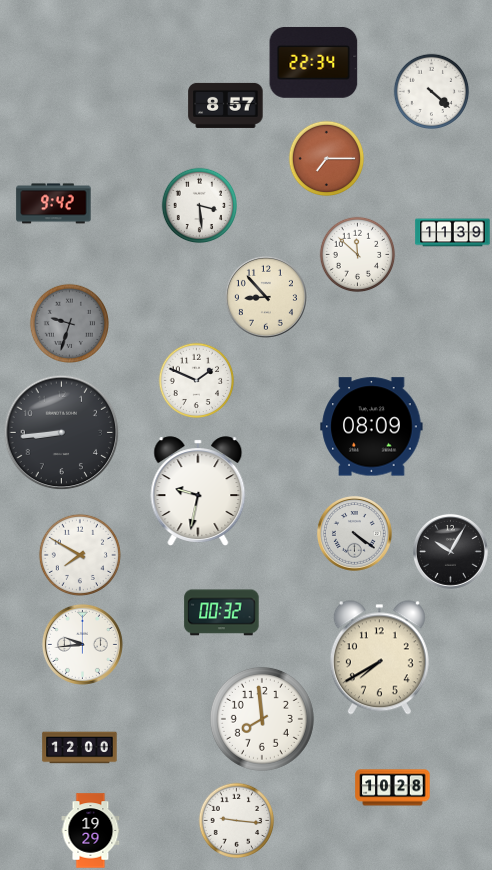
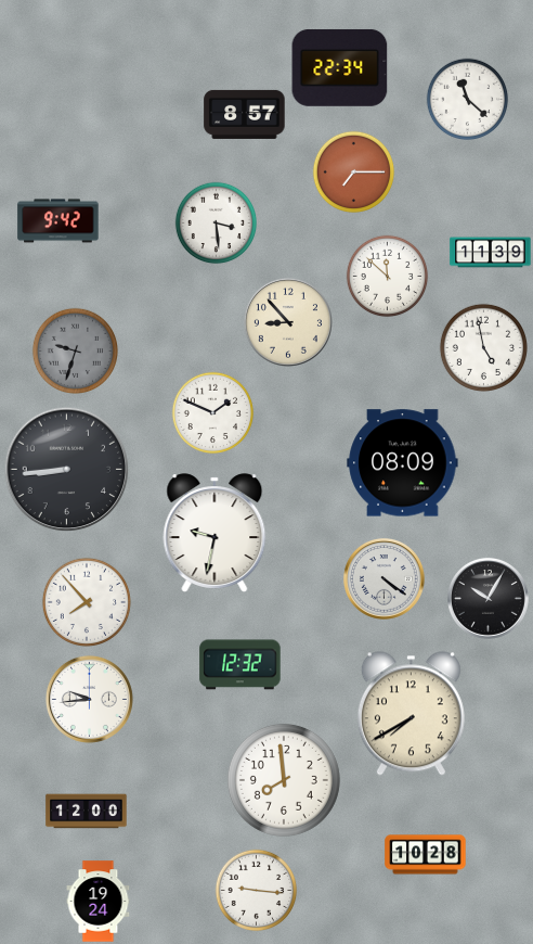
clock at (432, 92): 4:22 -> 11:22
clock at (483, 347): none -> 4:58
clock at (80, 555): 7:50 -> 7:53
clock at (222, 613): 00:32 -> 12:32
clock at (91, 831): 19:29 -> 19:24
